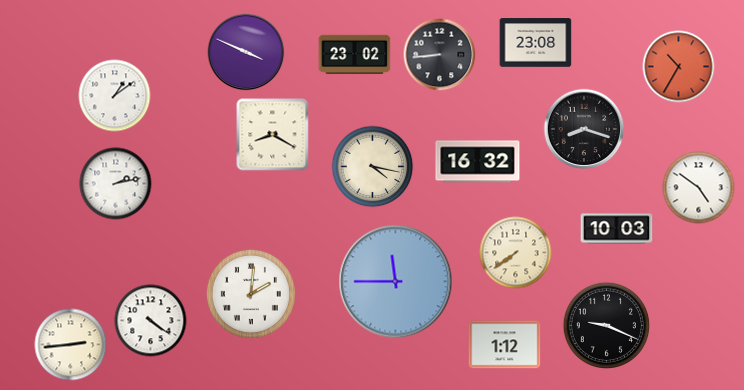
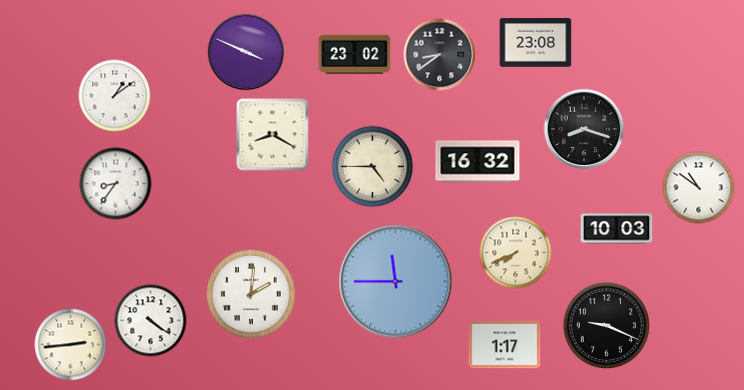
clock at (440, 55): 8:44 -> 8:39
clock at (679, 67): 10:35 -> none
clock at (373, 167): 4:17 -> 4:45
clock at (116, 184): 2:13 -> 8:36
clock at (699, 188): 4:51 -> 10:51
clock at (516, 253): 7:39 -> 7:41
clock at (505, 345): 1:12 -> 1:17
